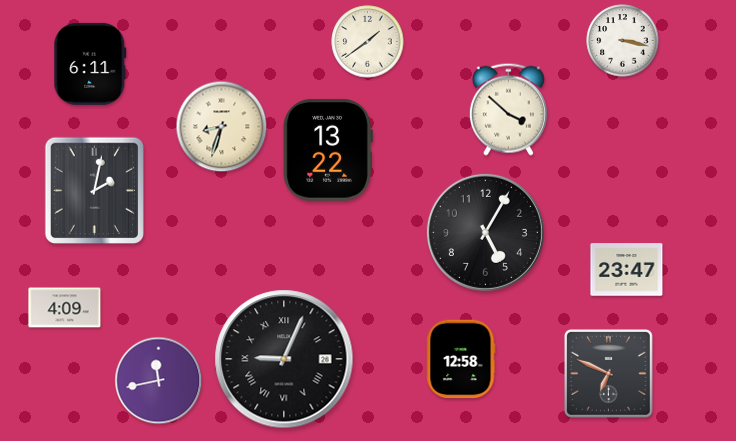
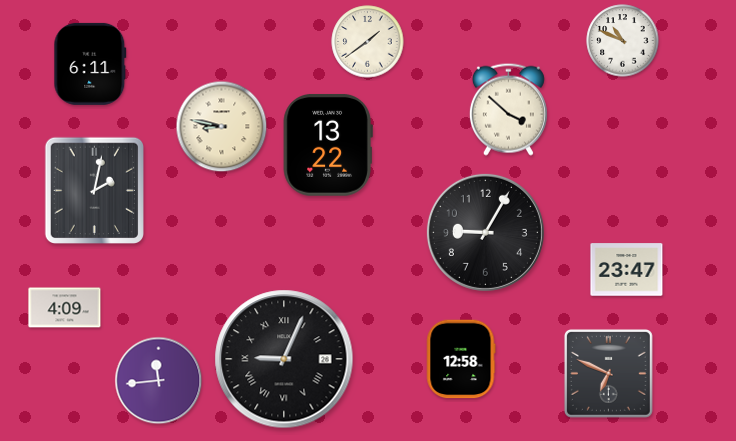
clock at (623, 41): 3:17 -> 10:49
clock at (222, 127): 8:33 -> 8:47
clock at (328, 150) position: (328, 150) -> (328, 145)
clock at (485, 232): 5:05 -> 9:05
clock at (159, 381): 11:43 -> 11:44
